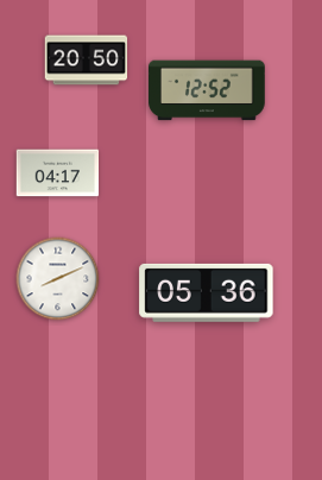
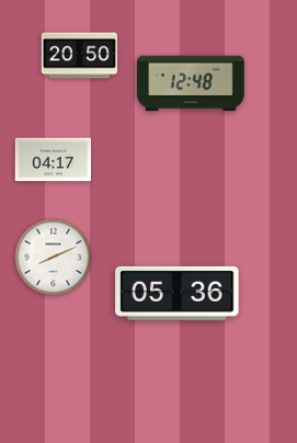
clock at (208, 90): 12:52 -> 12:48
clock at (207, 292) position: (207, 292) -> (178, 293)
